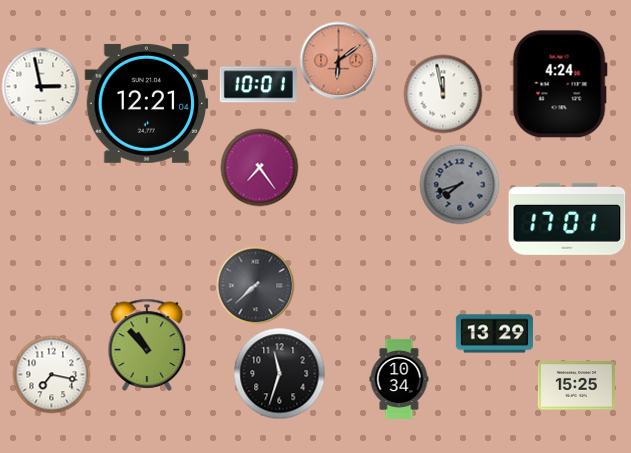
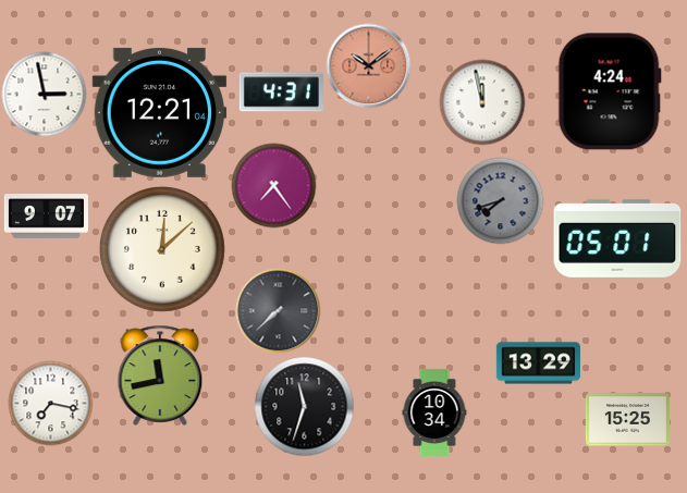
clock at (338, 60): 6:09 -> 10:09
clock at (258, 85): 10:01 -> 4:31
clock at (259, 167) position: (259, 167) -> (273, 185)
clock at (46, 217): none -> 9:07
clock at (567, 219): 17:01 -> 05:01
clock at (162, 249): none -> 12:08
clock at (147, 345): 10:53 -> 11:43
clock at (51, 374) position: (51, 374) -> (50, 403)
